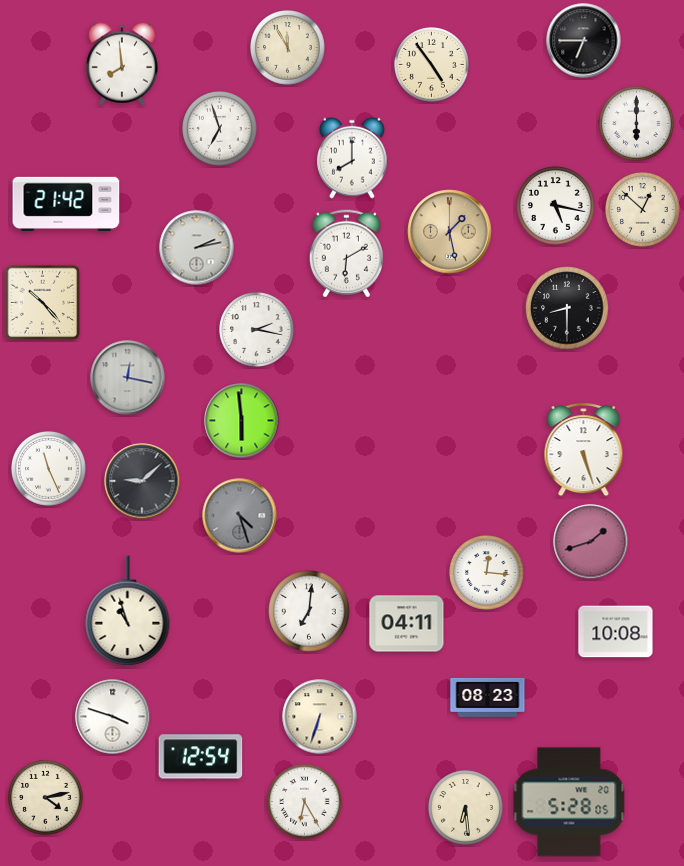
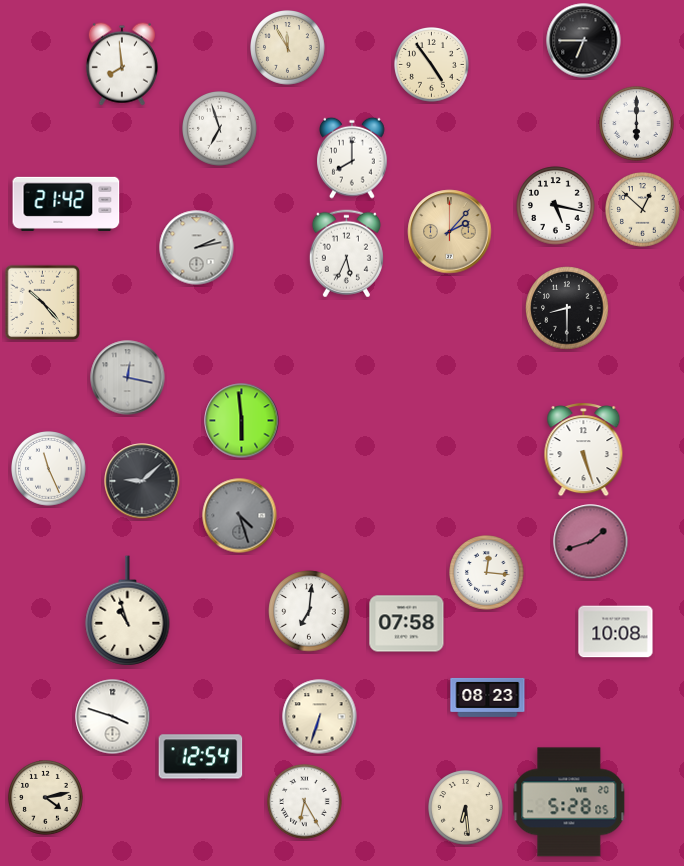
clock at (450, 232): 1:28 -> 2:07
clock at (346, 254): 6:10 -> 5:34
clock at (257, 330): 2:17 -> none
clock at (407, 624): 04:11 -> 07:58
